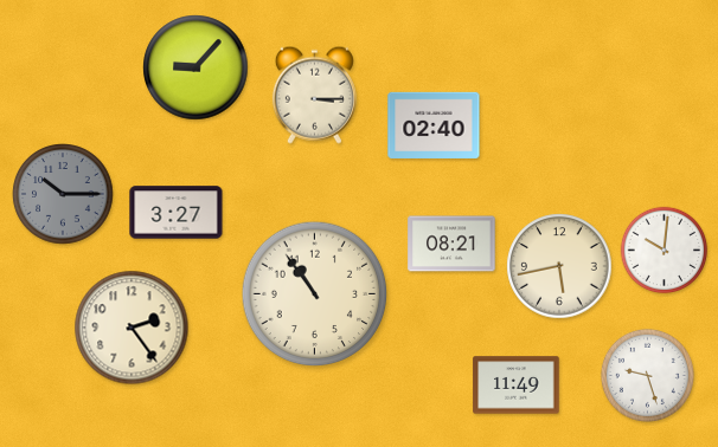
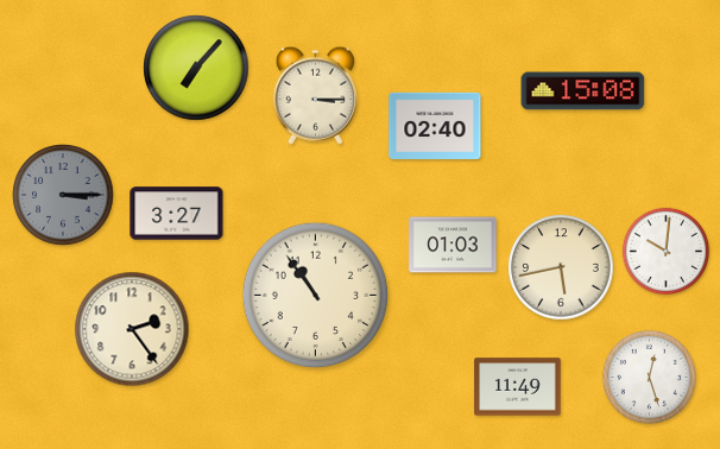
clock at (195, 67): 9:07 -> 7:07
clock at (583, 91): none -> 15:08
clock at (63, 194): 10:15 -> 3:15
clock at (451, 244): 08:21 -> 01:03
clock at (647, 375): 9:27 -> 12:27
